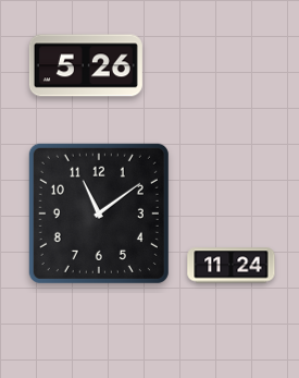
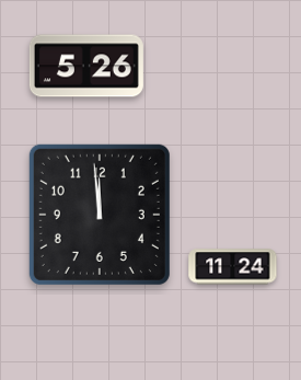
clock at (99, 214): 11:09 -> 11:59
